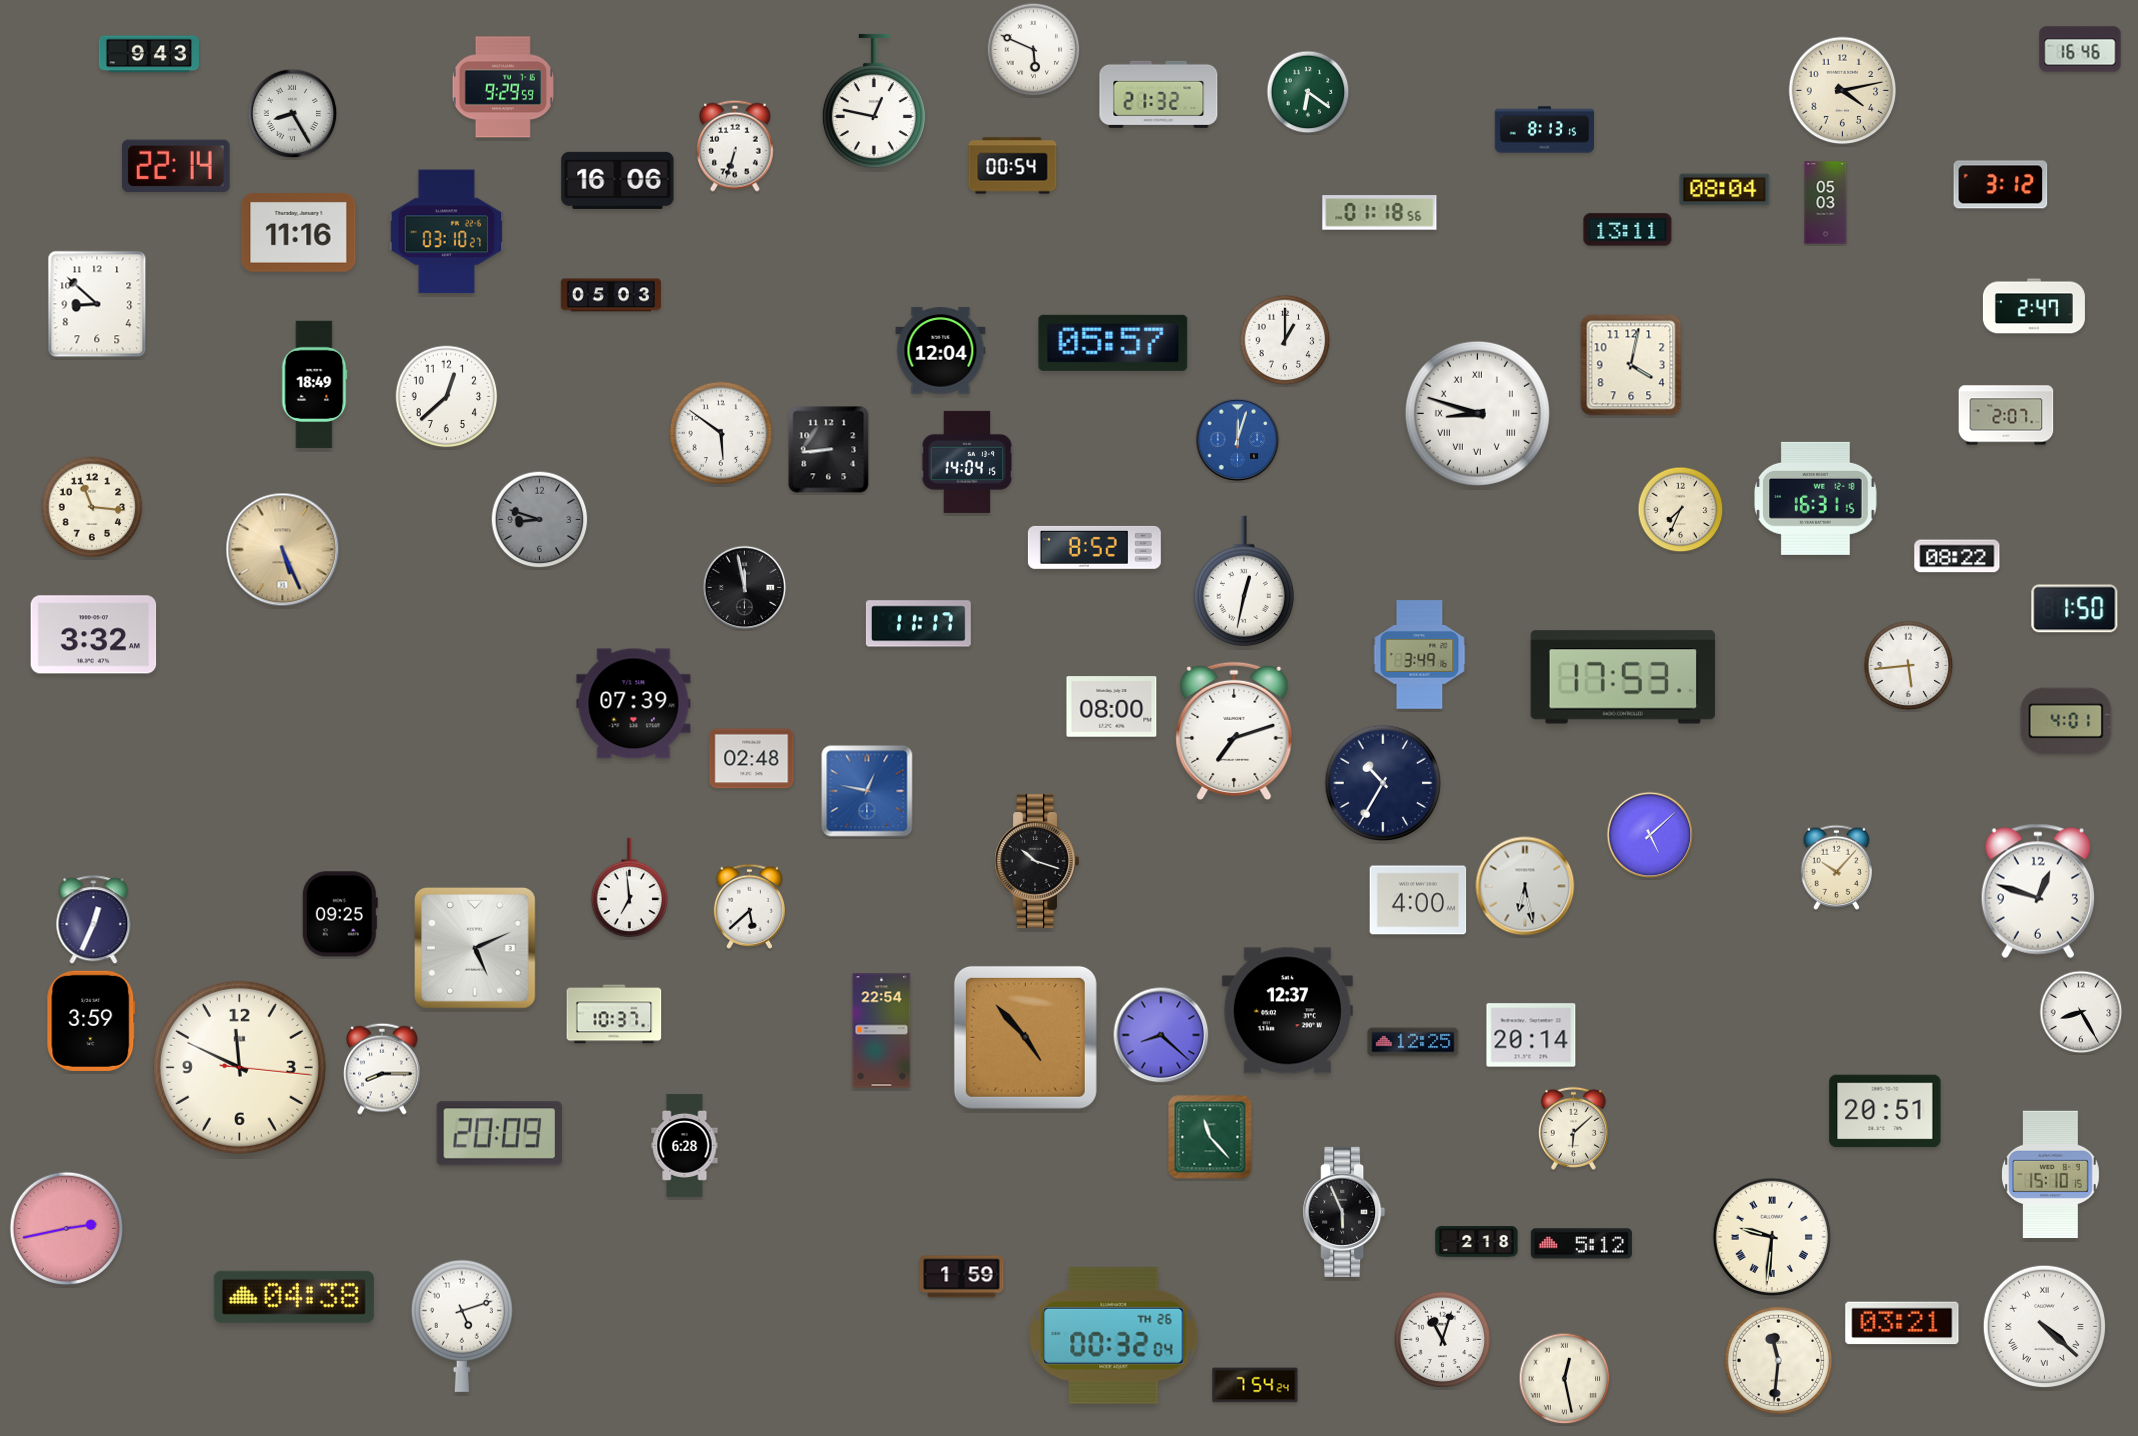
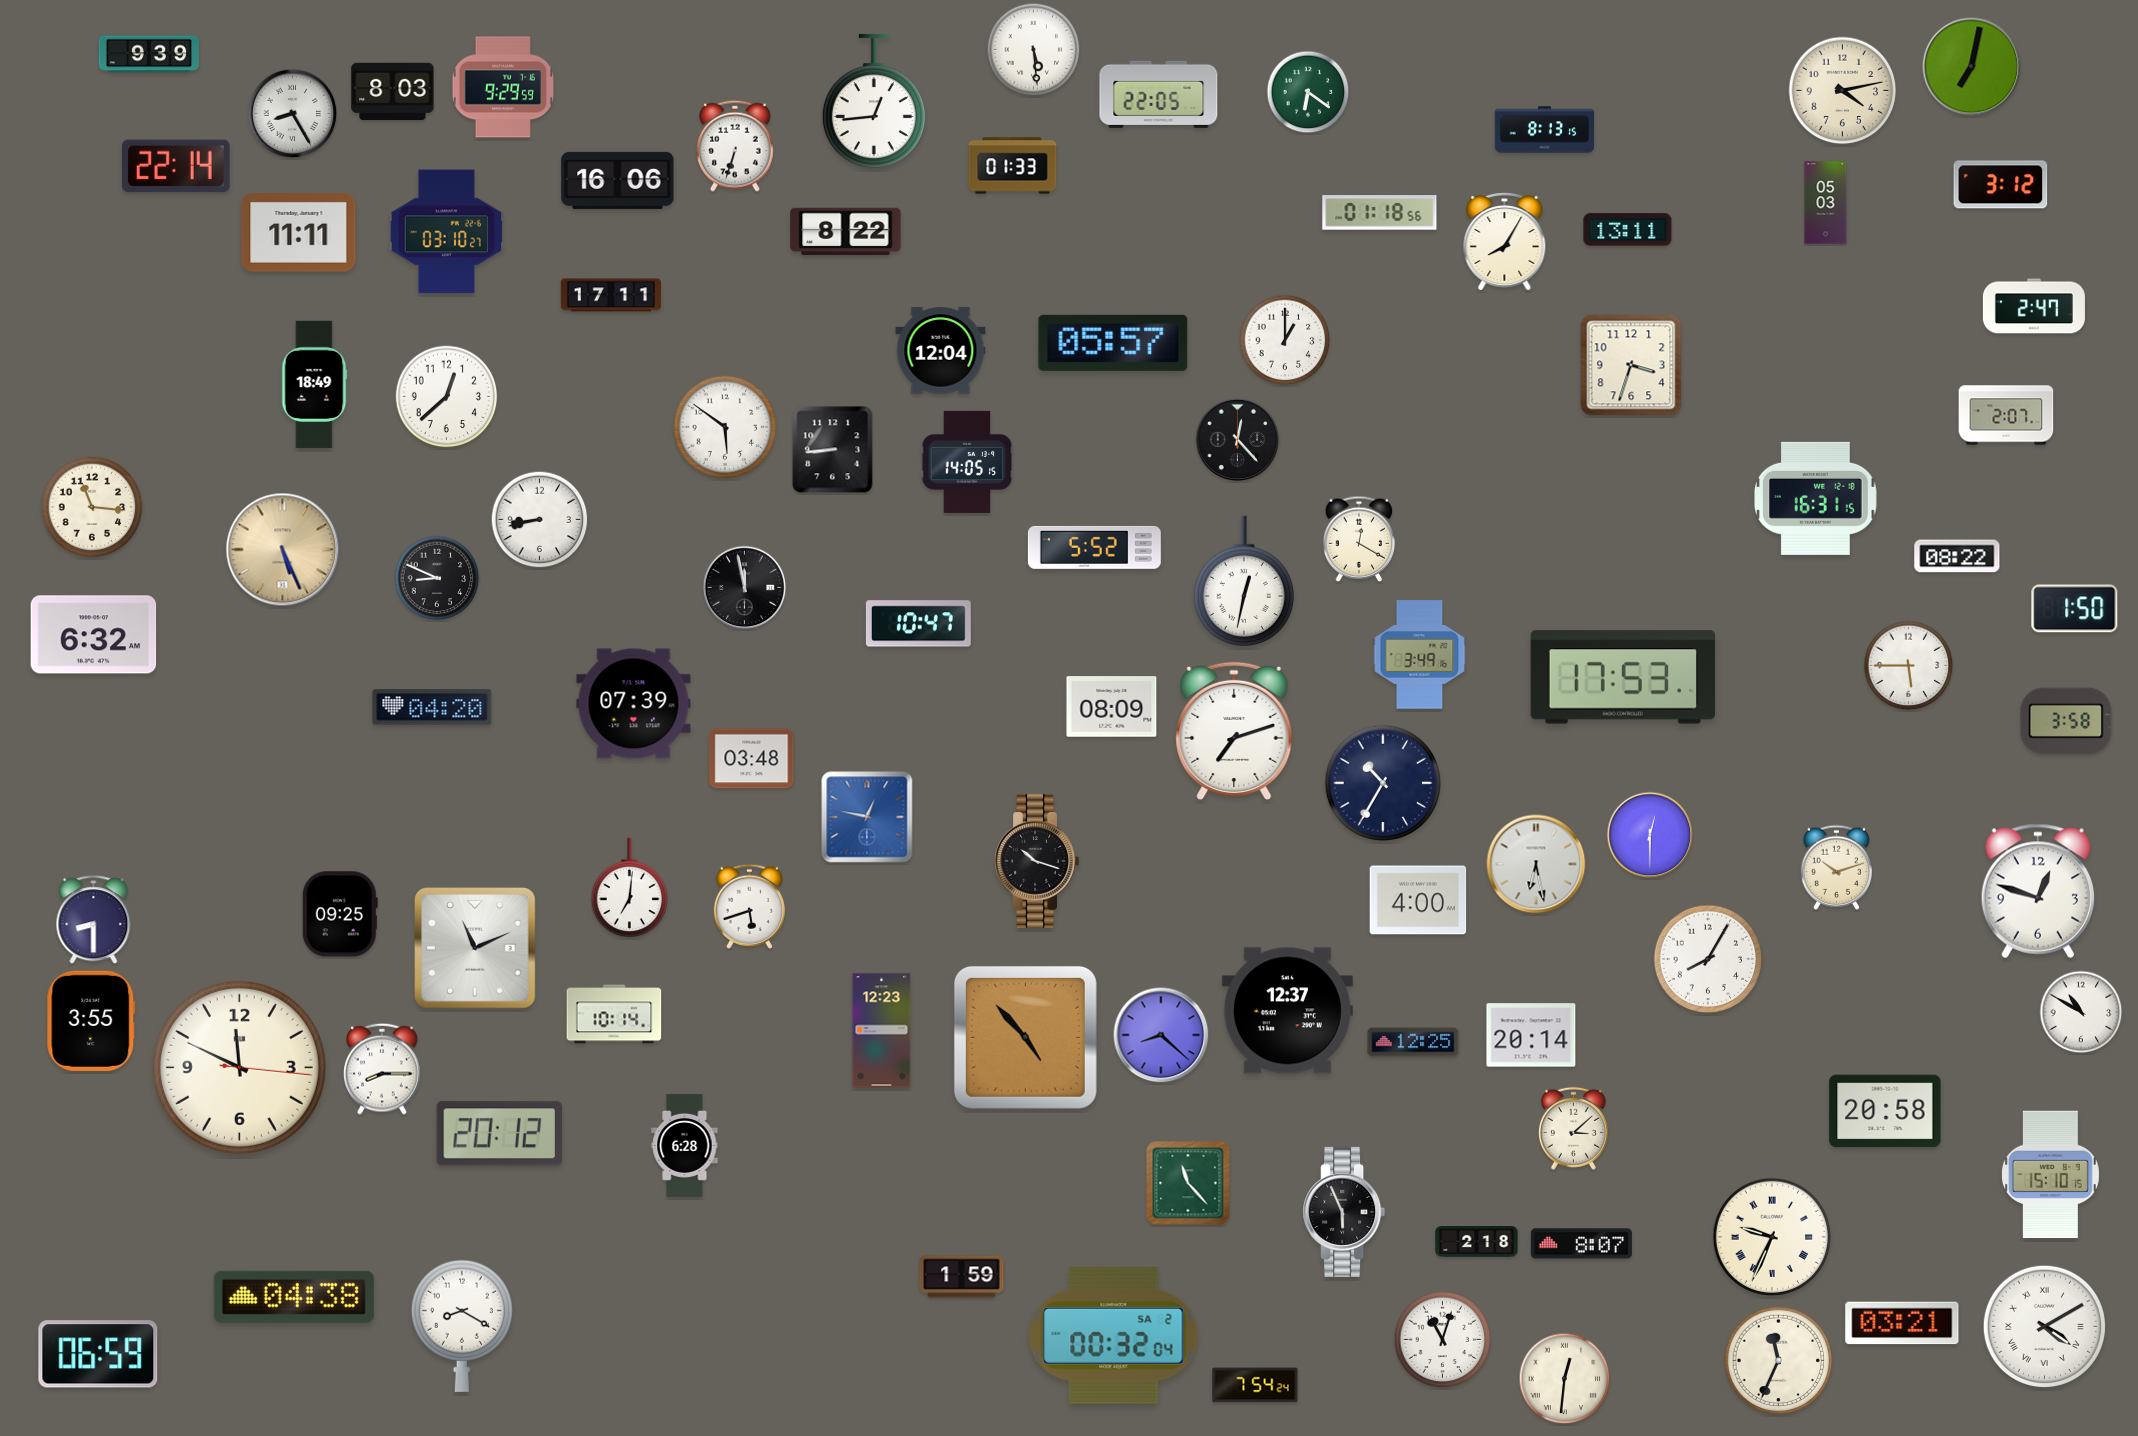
clock at (2080, 49): 16:46 -> none
clock at (1034, 50): 5:49 -> 5:29
clock at (149, 54): 9:43 -> 9:39
clock at (1972, 67): none -> 7:02
clock at (393, 92): none -> 8:03
clock at (1159, 94): 21:32 -> 22:05
clock at (874, 101): 12:47 -> 12:44
clock at (1013, 166): 00:54 -> 01:33
clock at (1725, 190): 08:04 -> none
clock at (846, 232): none -> 8:22
clock at (299, 233): 11:16 -> 11:11
clock at (1505, 241): none -> 8:05
clock at (611, 295): 05:03 -> 17:11
clock at (97, 304): 8:52 -> none
clock at (1631, 365): 4:02 -> 3:33
clock at (1477, 413): 8:48 -> none
clock at (721, 433) position: (721, 433) -> (725, 427)
clock at (1238, 440): 12:03 -> 12:23
clock at (1238, 440) dial: blue -> black
clock at (829, 450) position: (829, 450) -> (833, 450)
clock at (967, 462): 14:04 -> 14:05
clock at (1681, 510): 7:34 -> none
clock at (540, 520): 8:48 -> 8:43
clock at (540, 520) dial: grey -> white
clock at (1359, 539): none -> 12:20
clock at (1094, 547): 8:52 -> 5:52
clock at (437, 578): none -> 8:49
clock at (918, 624): 11:17 -> 10:47
clock at (94, 635): 3:32 -> 6:32
clock at (1909, 666): 5:44 -> 5:45
clock at (432, 707): none -> 04:20
clock at (1112, 707): 08:00 -> 08:09
clock at (2066, 721): 4:01 -> 3:58
clock at (752, 759): 02:48 -> 03:48
clock at (867, 791) position: (867, 791) -> (867, 817)
clock at (1650, 835): 5:08 -> 12:30
clock at (1836, 867): 10:07 -> 10:12
clock at (1525, 886) position: (1525, 886) -> (1536, 864)
clock at (630, 888): 6:59 -> 7:01
clock at (749, 906): 5:38 -> 5:42
clock at (94, 920): 12:34 -> 8:30
clock at (476, 949): 5:11 -> 11:11
clock at (1708, 959): none -> 8:05
clock at (2081, 1012): 8:25 -> 10:50
clock at (614, 1014): 10:37 -> 10:14
clock at (91, 1021): 3:59 -> 3:55
clock at (882, 1031): 22:54 -> 12:23
clock at (1885, 1111): 20:51 -> 20:58
clock at (1573, 1128): 6:08 -> 3:08
clock at (499, 1134): 20:09 -> 20:12
clock at (1210, 1137) position: (1210, 1137) -> (1188, 1183)
clock at (67, 1229): 2:43 -> none
clock at (1771, 1236): 9:31 -> 9:34
clock at (1581, 1244): 5:12 -> 8:07
clock at (462, 1326): 5:12 -> 8:20
clock at (2044, 1326): 4:22 -> 4:10
clock at (1114, 1335) date: TH 26 -> SA 2
clock at (98, 1354): none -> 06:59
clock at (1779, 1361): 11:31 -> 11:34
clock at (1565, 1379): 12:28 -> 12:31
